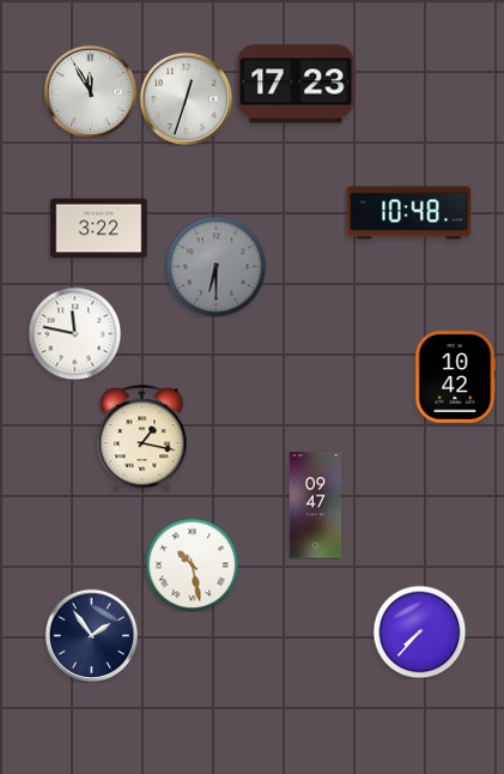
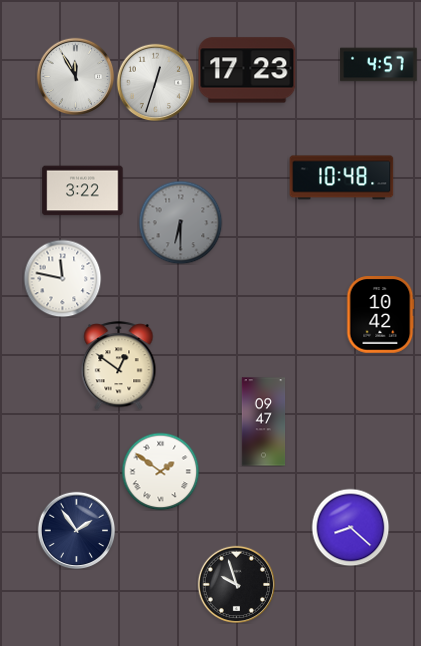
clock at (379, 65): none -> 4:57
clock at (142, 439): 1:17 -> 12:51
clock at (192, 564): 10:28 -> 1:51
clock at (419, 631): 7:37 -> 8:22
clock at (236, 584): none -> 9:57
